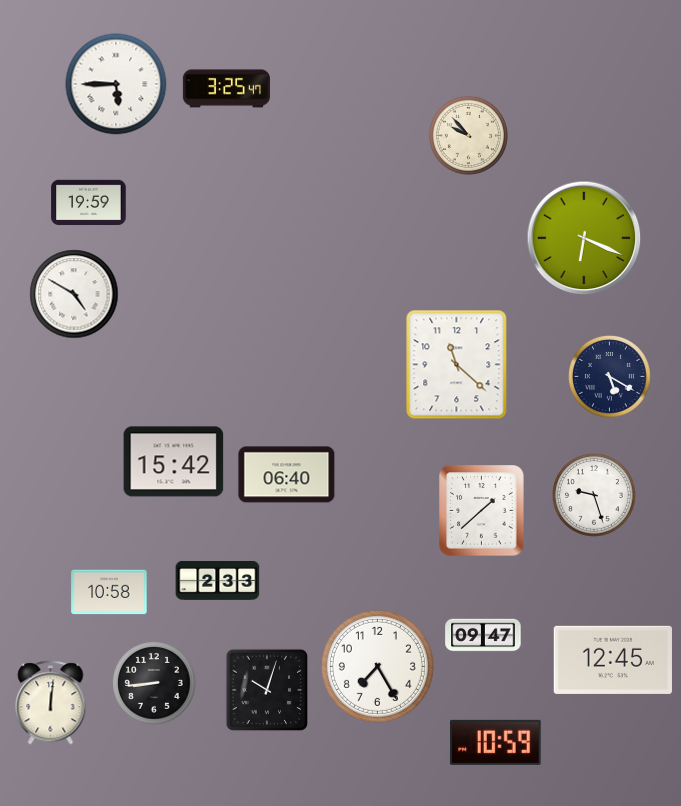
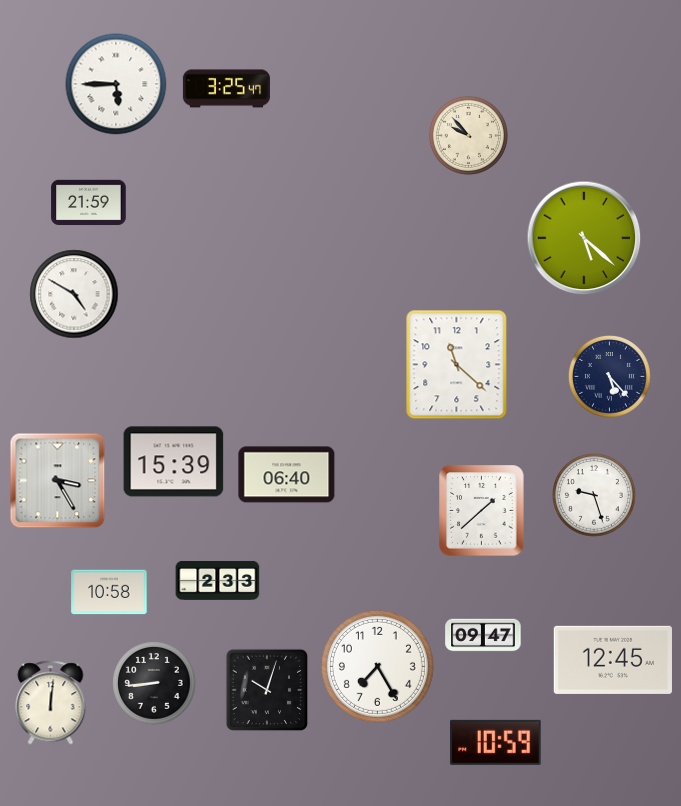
clock at (89, 203): 19:59 -> 21:59
clock at (584, 238): 6:19 -> 5:22
clock at (609, 376): 5:20 -> 5:23
clock at (174, 462): 15:42 -> 15:39
clock at (58, 481): none -> 3:25
